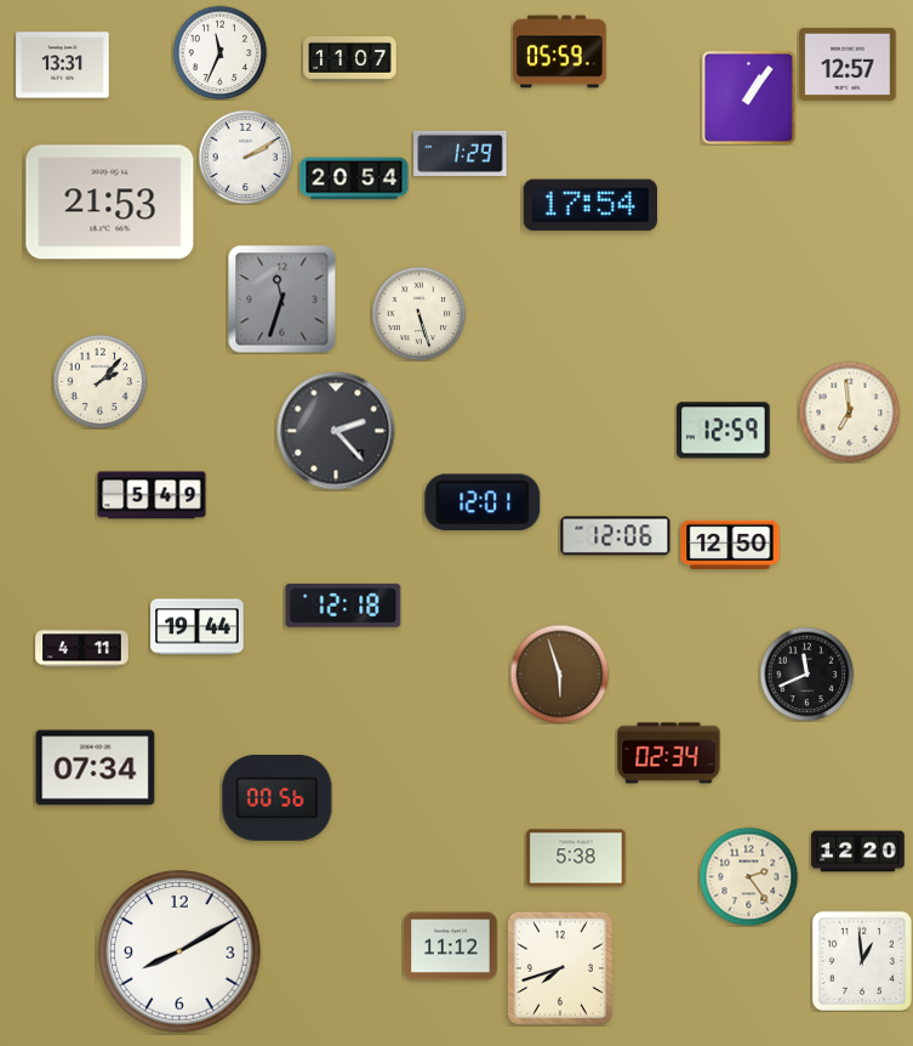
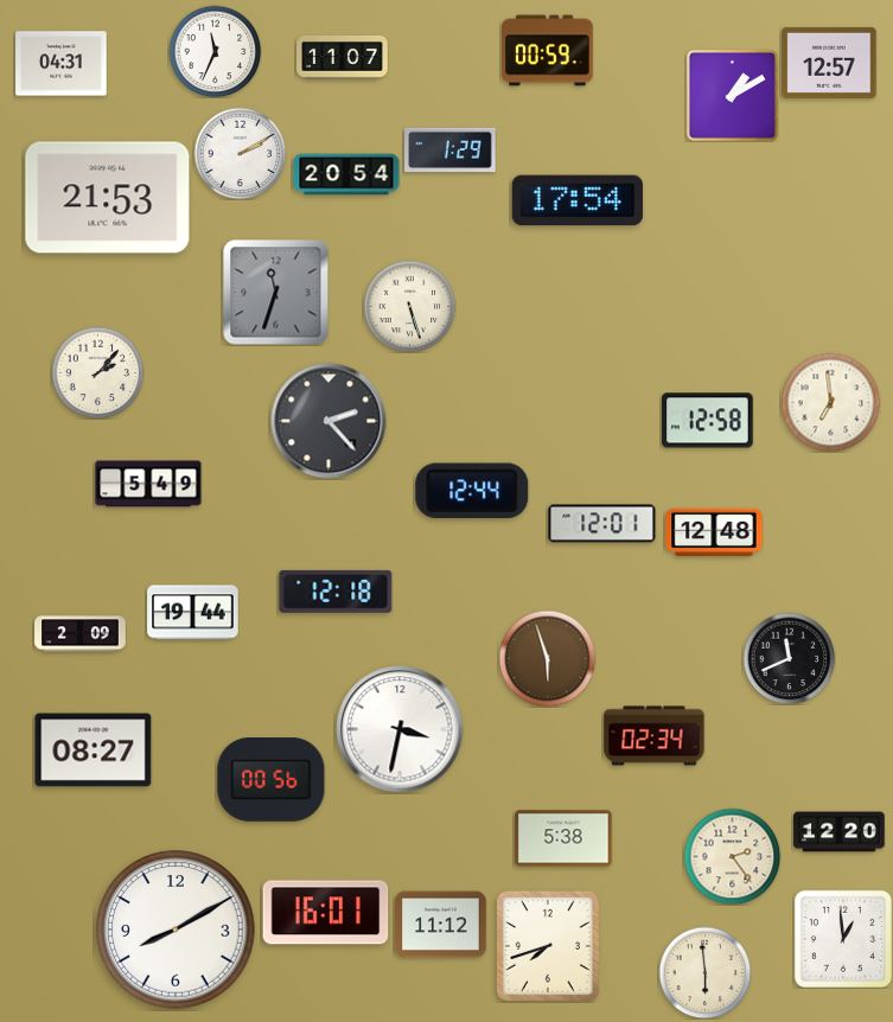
clock at (560, 52): 05:59 -> 00:59
clock at (63, 66): 13:31 -> 04:31
clock at (748, 97): 1:06 -> 1:10
clock at (724, 431): 12:59 -> 12:58
clock at (483, 502): 12:01 -> 12:44
clock at (616, 536): 12:06 -> 12:01
clock at (730, 544): 12:50 -> 12:48
clock at (82, 649): 4:11 -> 2:09
clock at (400, 729): none -> 3:32
clock at (96, 768): 07:34 -> 08:27
clock at (326, 913): none -> 16:01
clock at (704, 972): none -> 5:59
